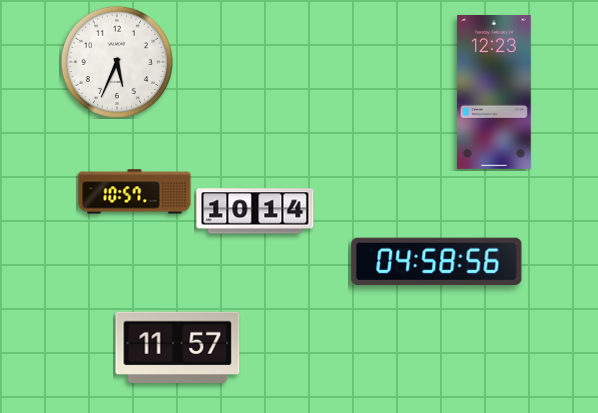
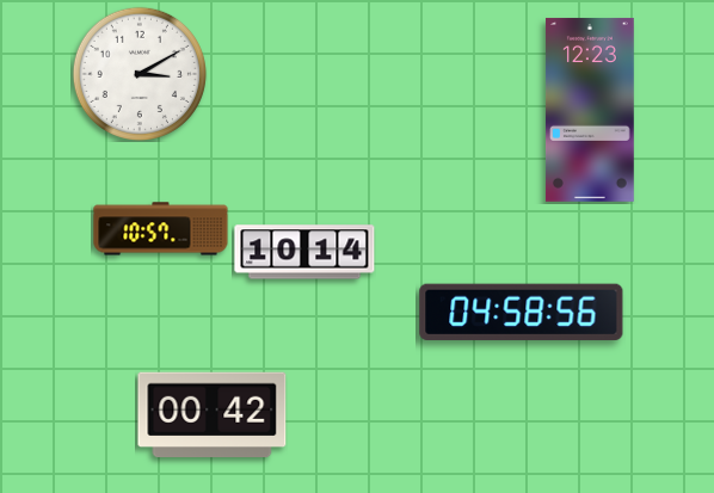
clock at (117, 62): 5:34 -> 3:10
clock at (178, 347): 11:57 -> 00:42
